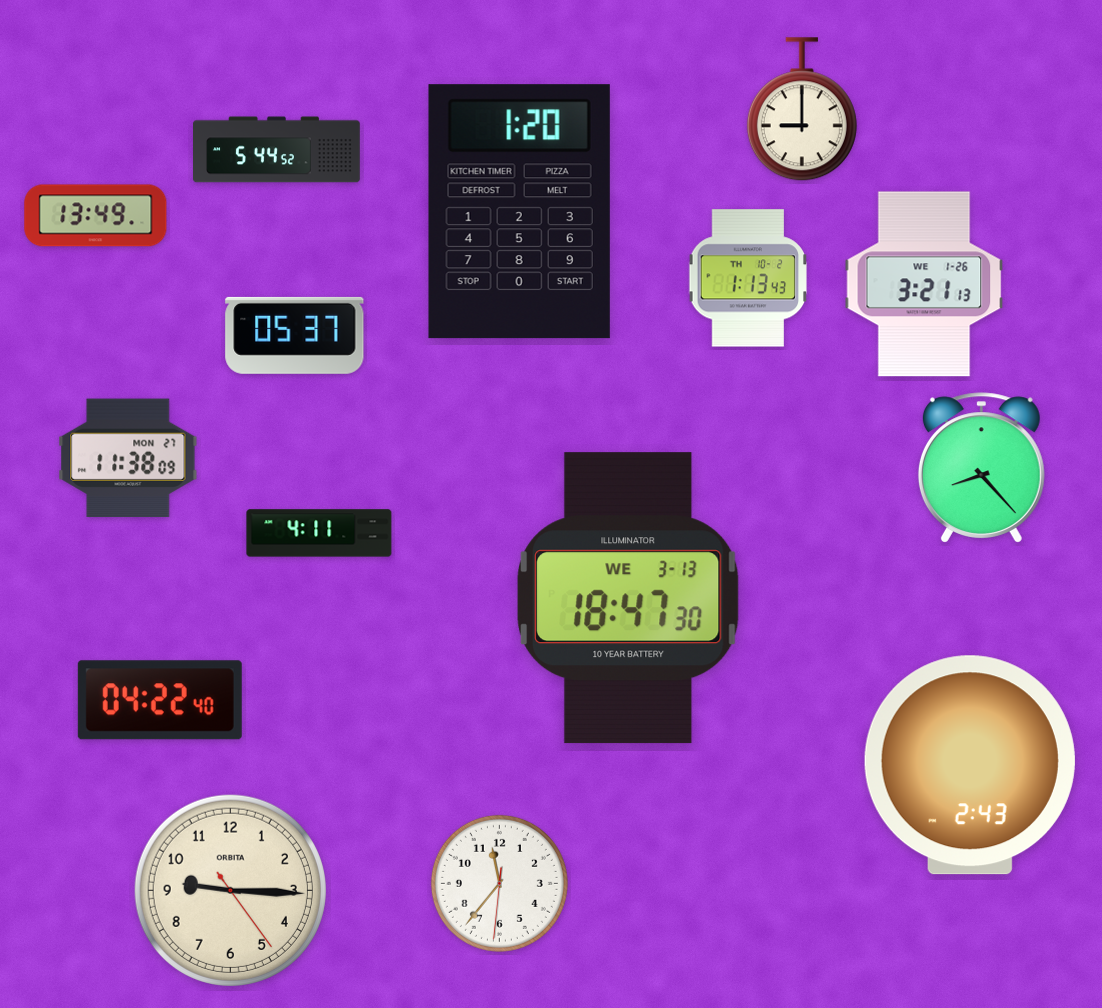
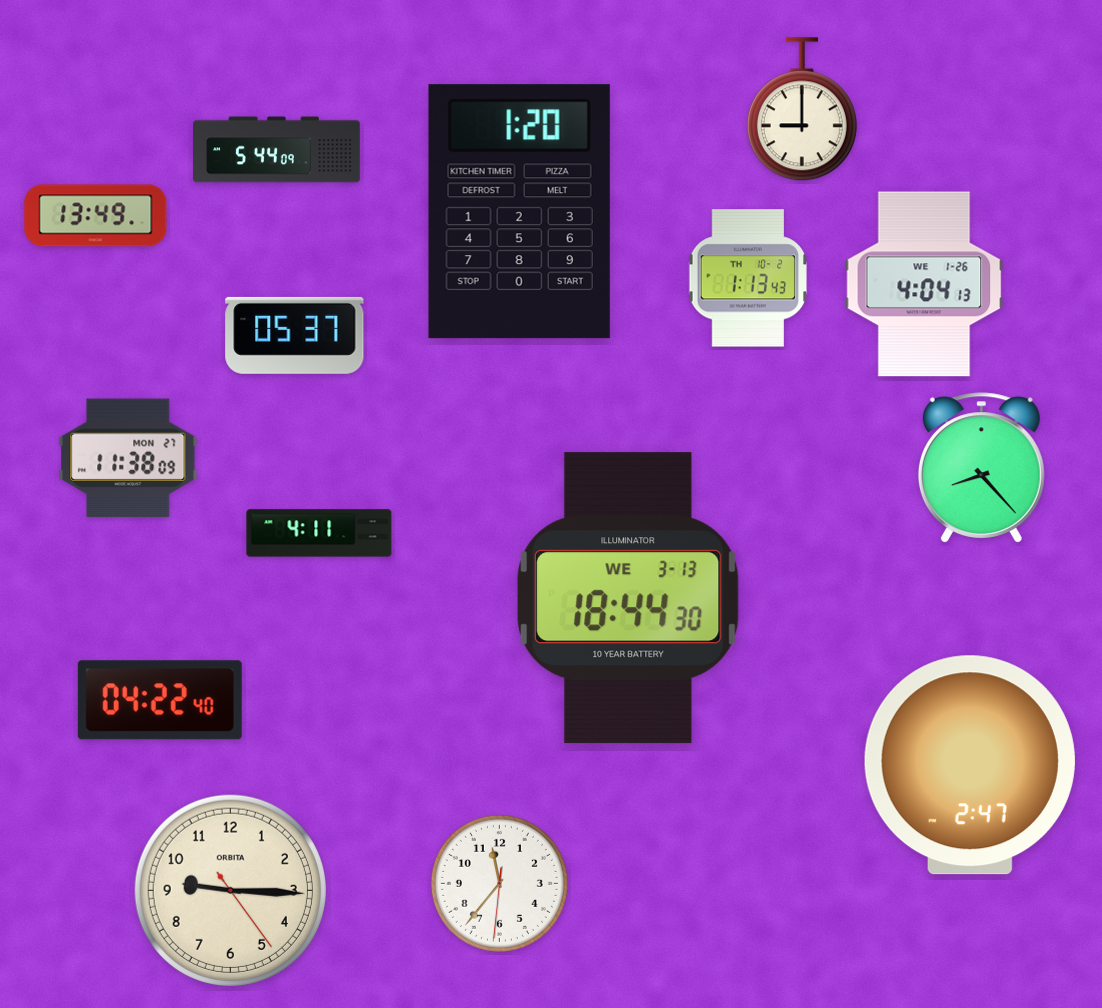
clock at (277, 150): 5:44:52 -> 5:44:09
clock at (924, 284): 3:21 -> 4:04
clock at (629, 598): 18:47 -> 18:44
clock at (970, 765): 2:43 -> 2:47
